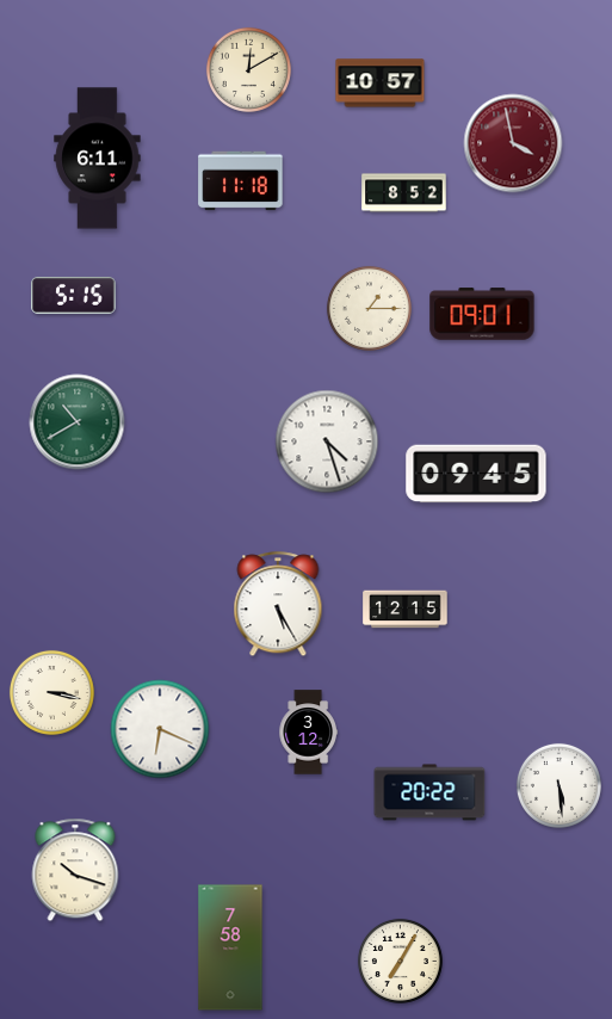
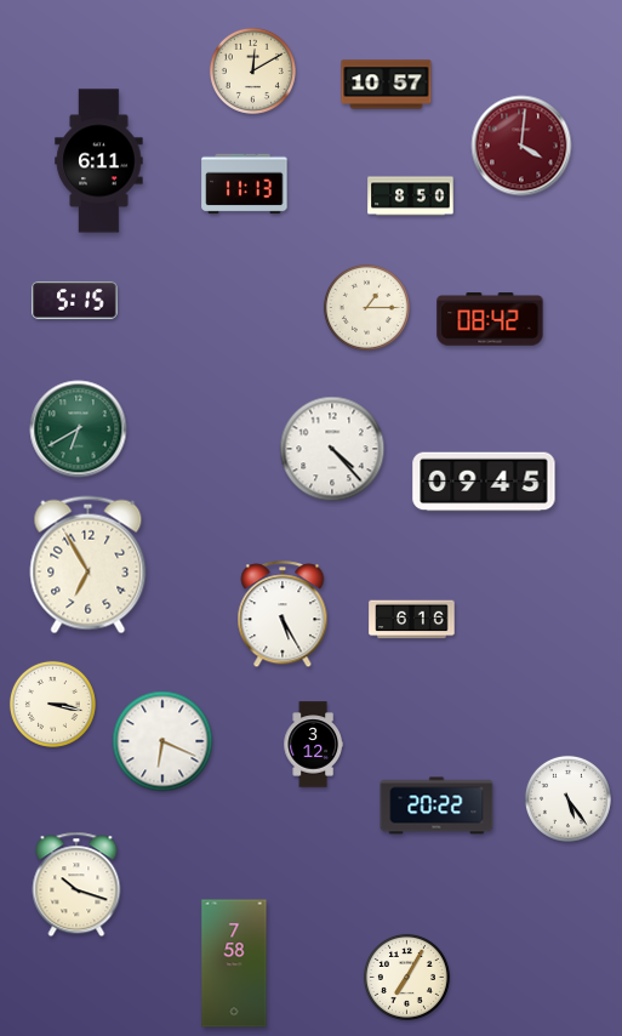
clock at (513, 143): 3:58 -> 4:01
clock at (241, 181): 11:18 -> 11:13
clock at (404, 193): 8:52 -> 8:50
clock at (369, 308) position: (369, 308) -> (366, 307)
clock at (482, 314): 09:01 -> 08:42
clock at (78, 422): 10:40 -> 6:40
clock at (327, 441): 4:27 -> 4:23
clock at (89, 565): none -> 6:55
clock at (406, 610): 12:15 -> 6:16
clock at (558, 785): 5:29 -> 5:24
